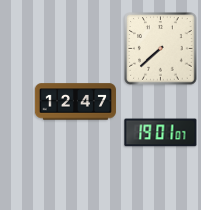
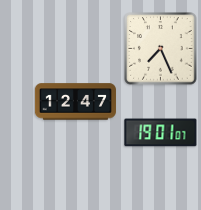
clock at (161, 49): 7:38 -> 7:26
